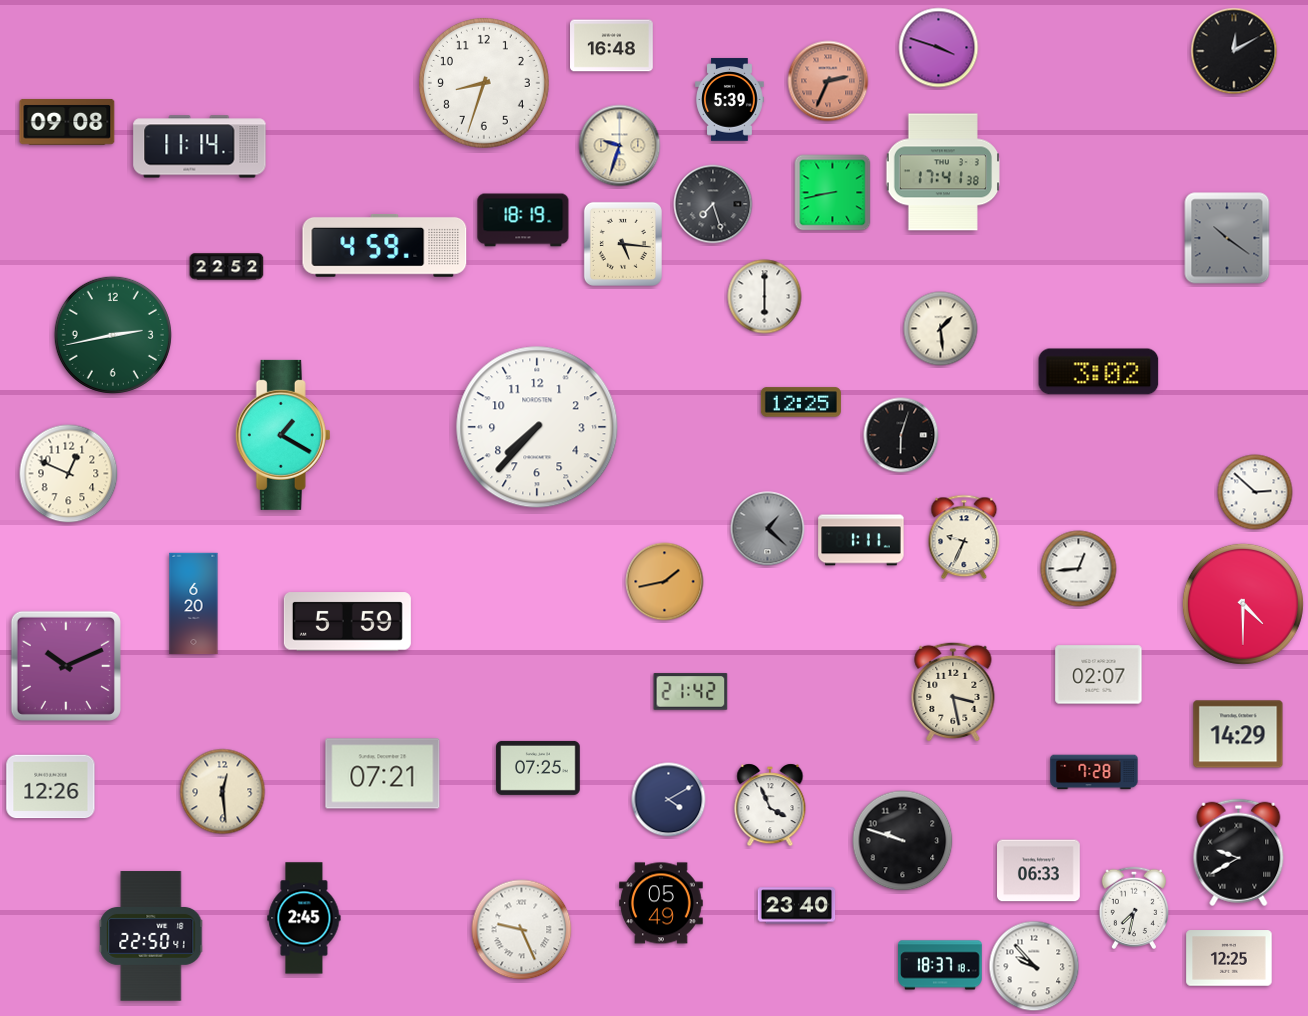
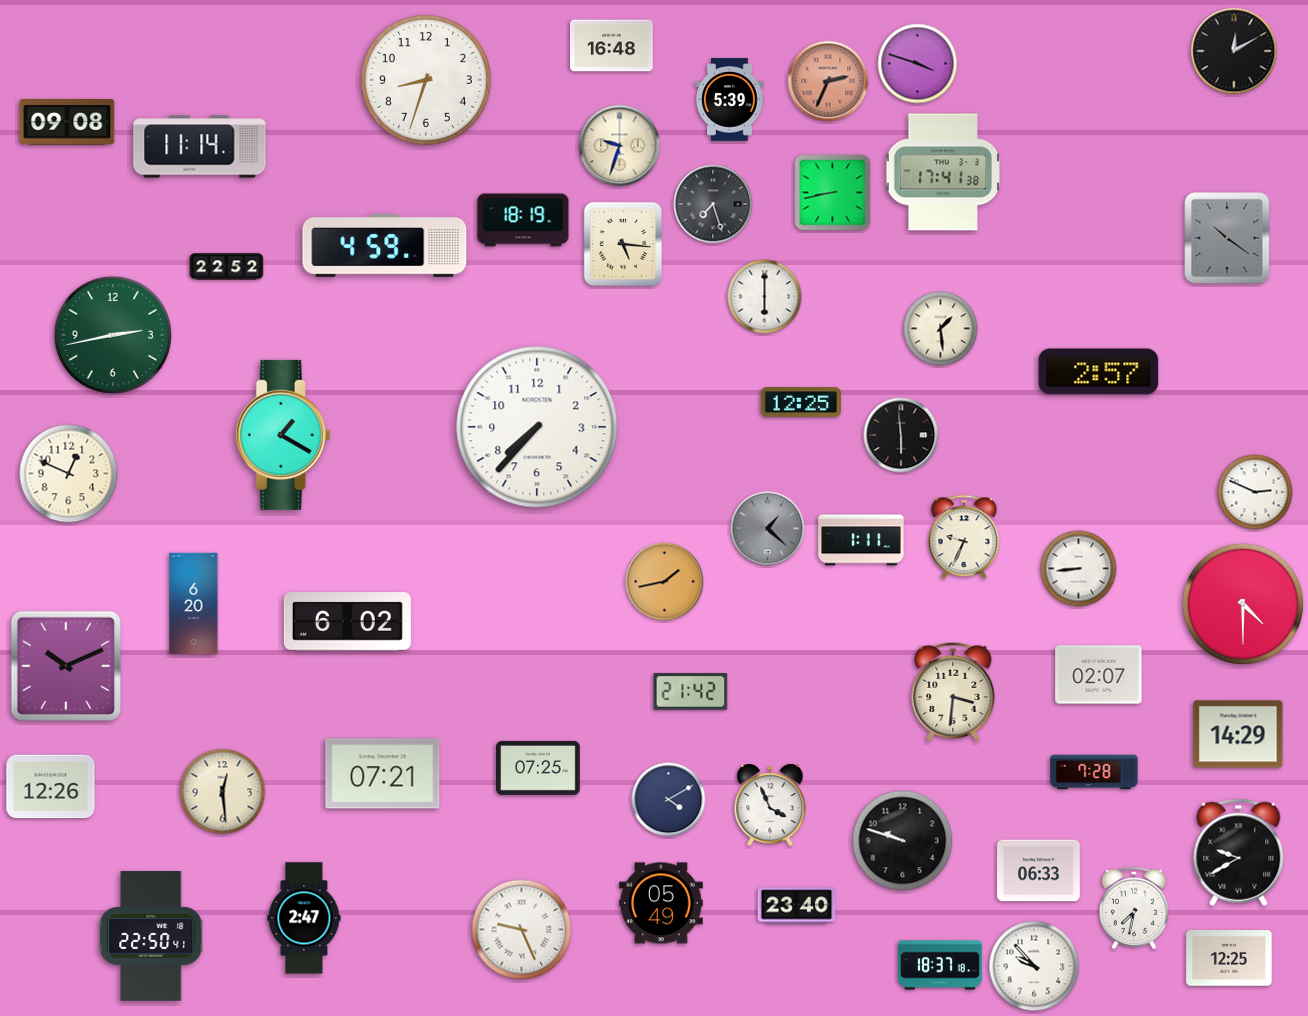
clock at (939, 48) position: (939, 48) -> (918, 64)
clock at (484, 83) position: (484, 83) -> (426, 80)
clock at (1099, 372): 3:02 -> 2:57
clock at (901, 435): 6:03 -> 5:59
clock at (1255, 492): 2:52 -> 2:49
clock at (1079, 569): 12:44 -> 8:44
clock at (347, 622): 5:59 -> 6:02
clock at (953, 692): 3:28 -> 3:31
clock at (304, 918): 2:45 -> 2:47
